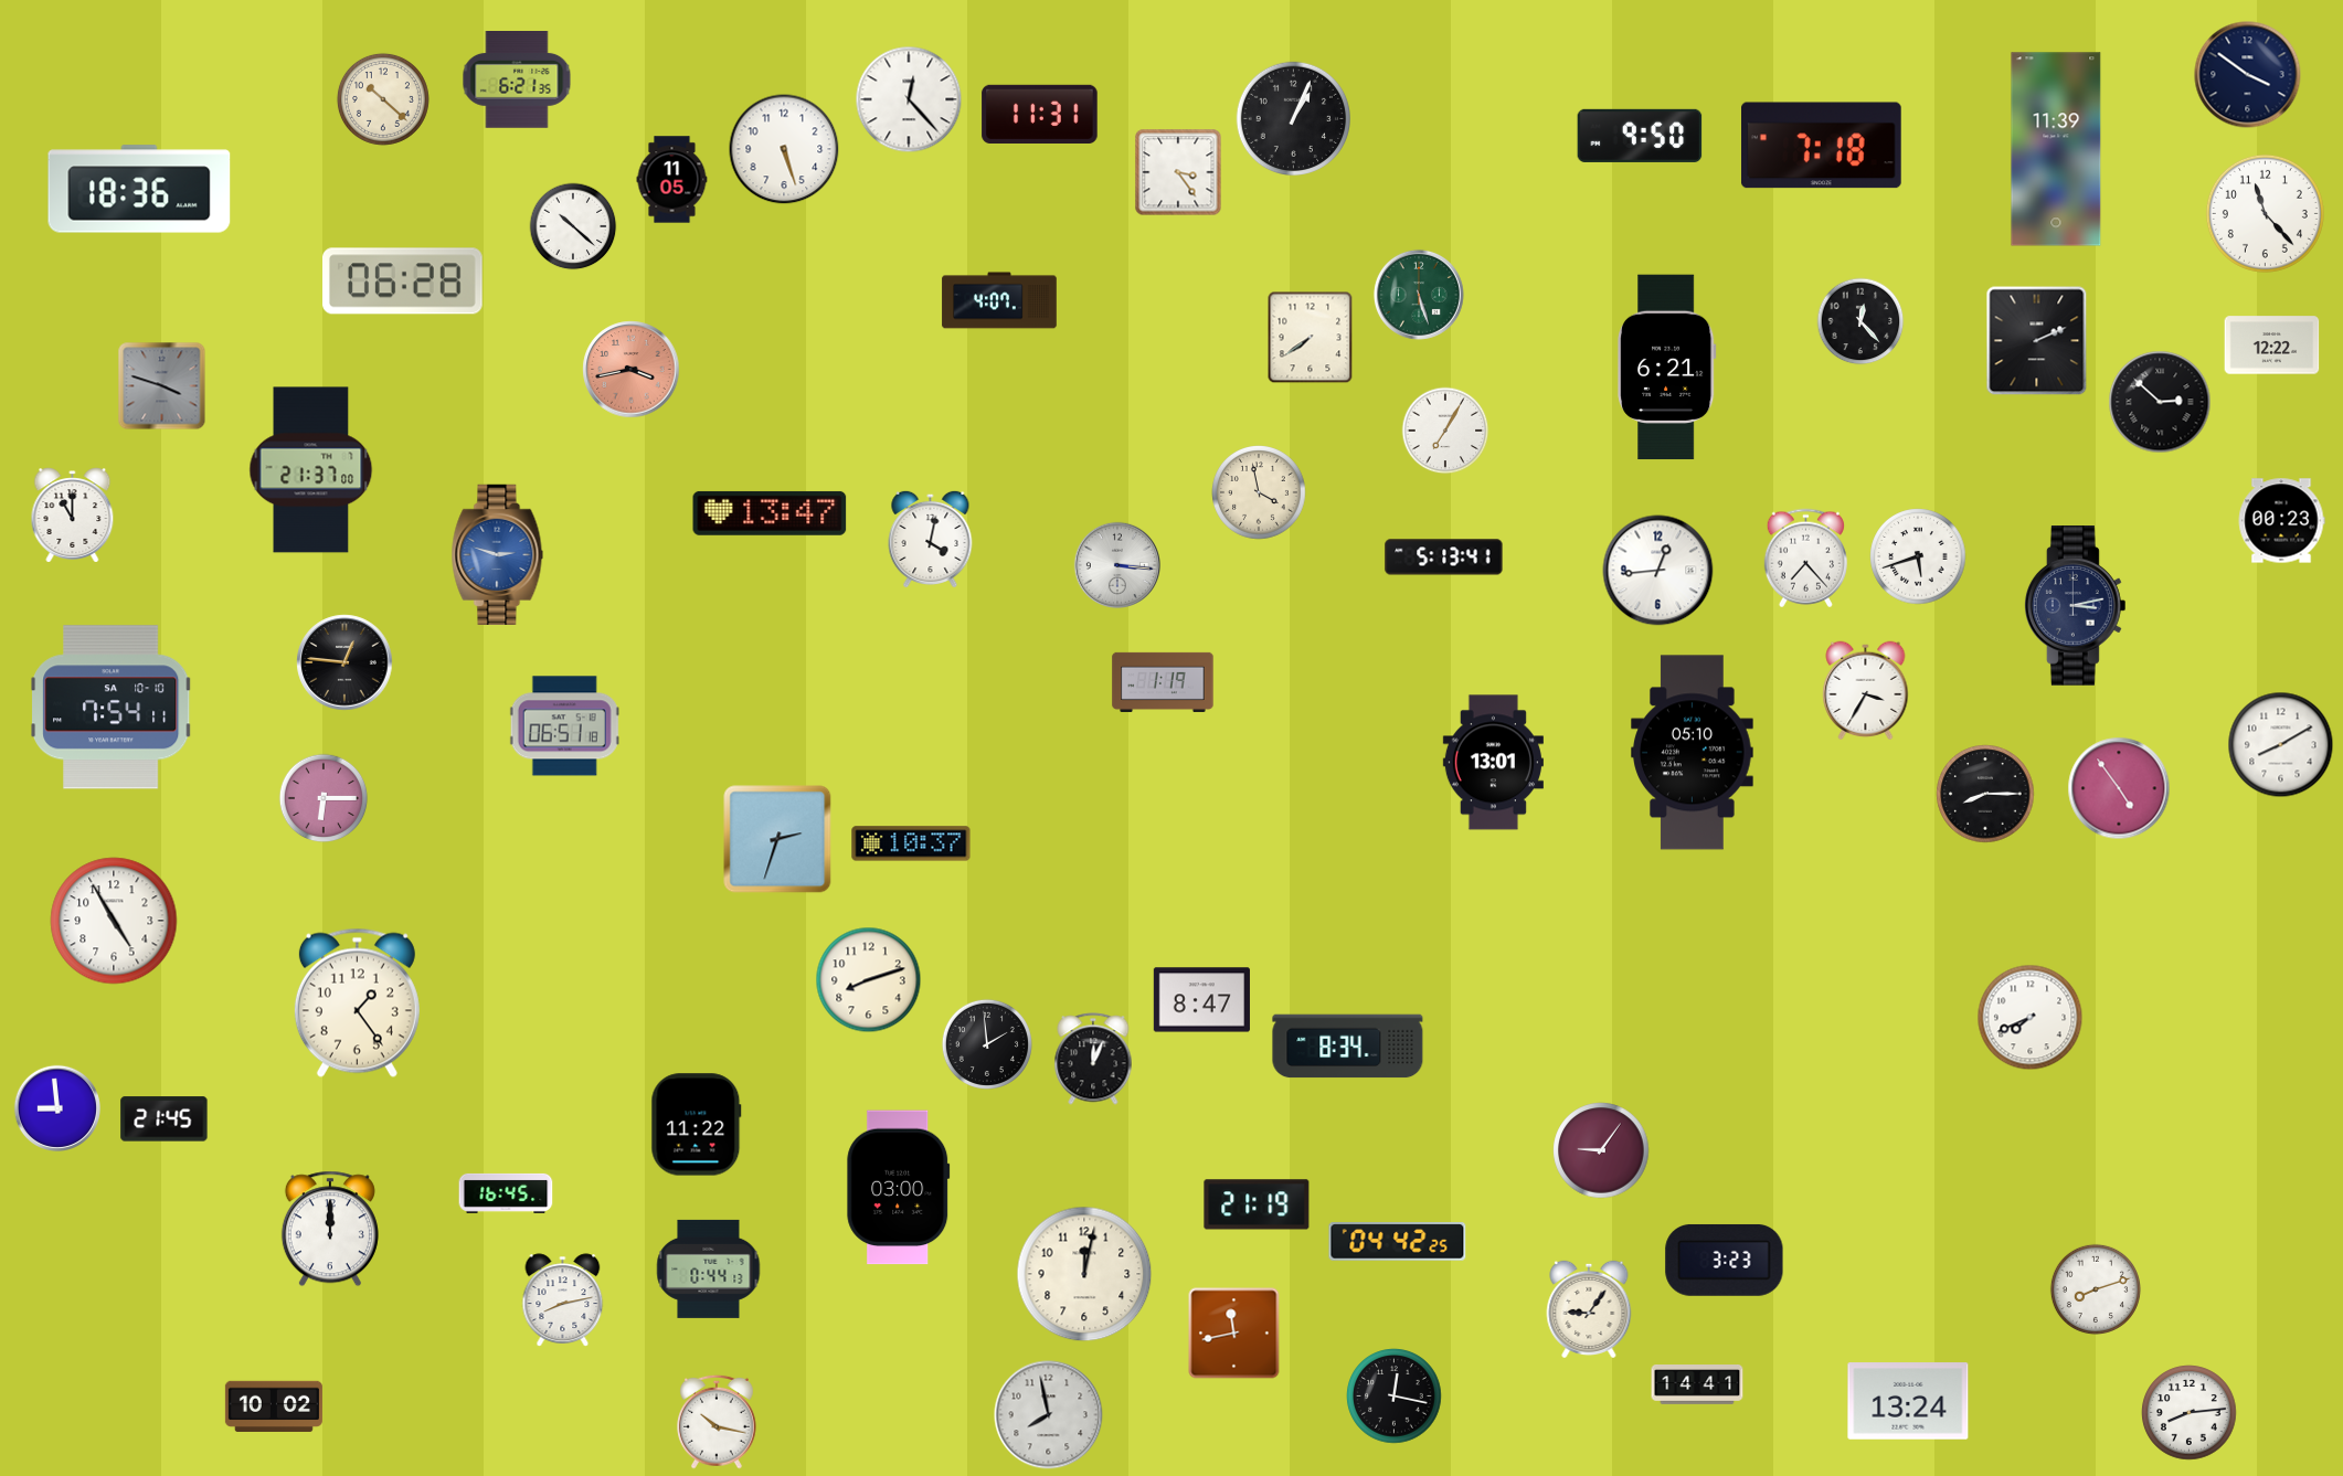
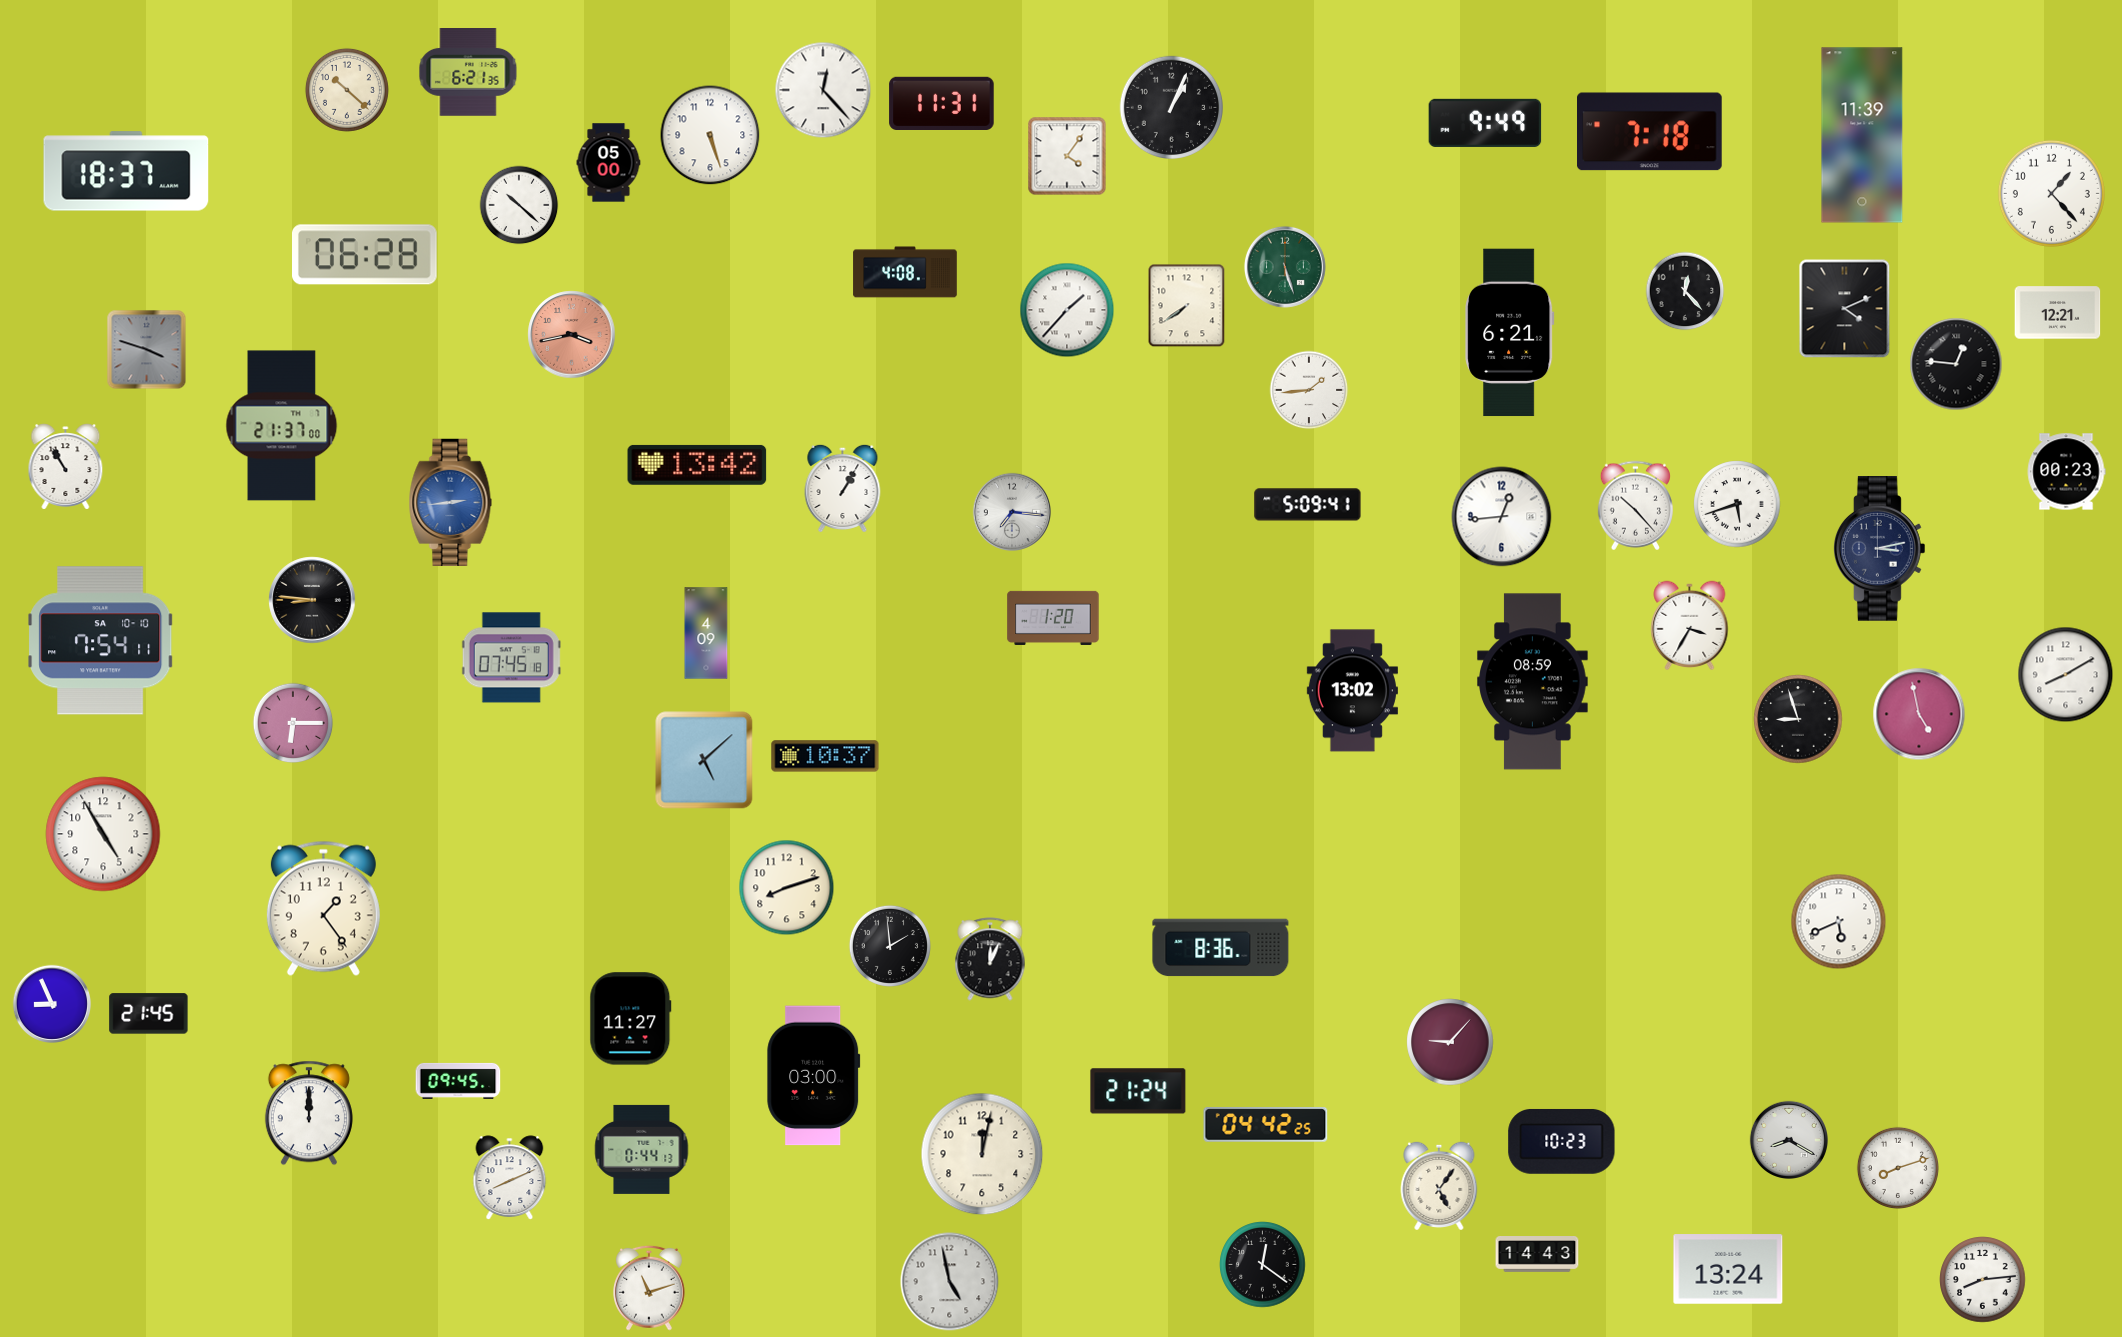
clock at (2248, 75): 3:51 -> none
clock at (1640, 136): 9:50 -> 9:49
clock at (1178, 172): 3:24 -> 4:06
clock at (672, 180): 11:05 -> 05:00
clock at (139, 189): 18:36 -> 18:37
clock at (2265, 213): 11:23 -> 1:23
clock at (999, 300): 4:07 -> 4:08
clock at (2037, 341): 2:11 -> 4:11
clock at (1067, 310): none -> 1:37
clock at (2272, 346): 12:22 -> 12:21
clock at (2160, 402): 2:52 -> 12:46
clock at (1445, 431): 7:05 -> 1:44
clock at (1260, 493): 3:58 -> none
clock at (770, 513): 13:47 -> 13:42
clock at (73, 516): 11:00 -> 10:55
clock at (931, 538): 4:02 -> 1:05
clock at (498, 554): 2:48 -> 2:44
clock at (1444, 558): 5:13 -> 5:09
clock at (1805, 559): 7:23 -> 10:23
clock at (1116, 564): 3:16 -> 7:16
clock at (344, 662): 12:46 -> 8:46
clock at (1163, 682): 1:19 -> 1:20
clock at (706, 633): none -> 4:09
clock at (564, 726): 06:51 -> 07:45
clock at (1693, 753): 05:10 -> 08:59
clock at (1493, 763): 13:01 -> 13:02
clock at (2119, 788): 4:54 -> 4:58
clock at (1985, 794): 8:15 -> 8:57
clock at (777, 839): 2:33 -> 5:08
clock at (911, 843) position: (911, 843) -> (825, 756)
clock at (1201, 1000): 8:47 -> none
clock at (2031, 1018): 7:41 -> 5:41
clock at (987, 1044) position: (987, 1044) -> (890, 946)
clock at (1348, 1047): 8:34 -> 8:36
clock at (56, 1107): 8:59 -> 8:56
clock at (697, 1125): 11:22 -> 11:27
clock at (1601, 1150): 9:06 -> 9:07
clock at (506, 1193): 16:45 -> 09:45
clock at (1257, 1204): 21:19 -> 21:24
clock at (330, 1229) position: (330, 1229) -> (309, 1113)
clock at (1788, 1139): none -> 8:20
clock at (1725, 1260): 3:23 -> 10:23
clock at (563, 1300): 8:13 -> 8:11
clock at (1589, 1308): 9:06 -> 5:06
clock at (1234, 1334): 11:43 -> none
clock at (1697, 1384): 14:41 -> 14:43
clock at (1395, 1397): 12:17 -> 12:21
clock at (274, 1406): 10:02 -> none
clock at (1049, 1415): 7:58 -> 4:58
clock at (718, 1422): 10:17 -> 11:12
